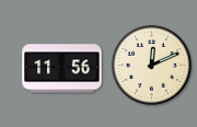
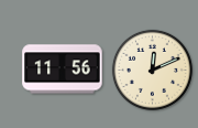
clock at (151, 65) position: (151, 65) -> (152, 70)
